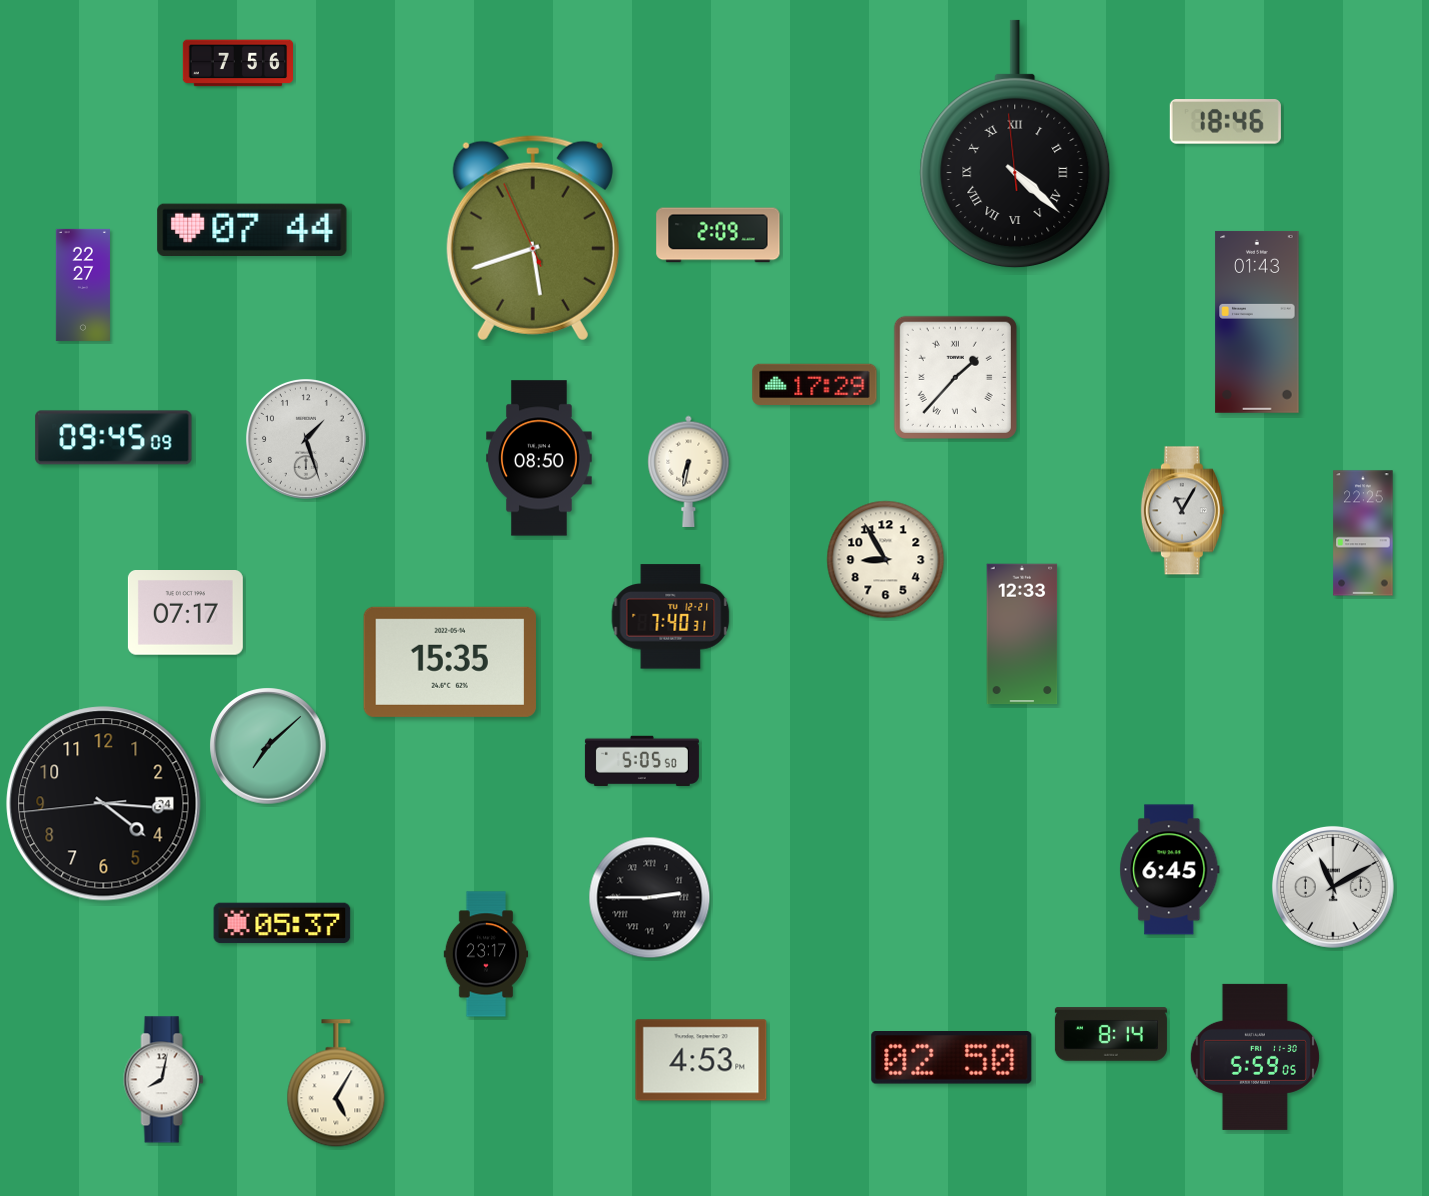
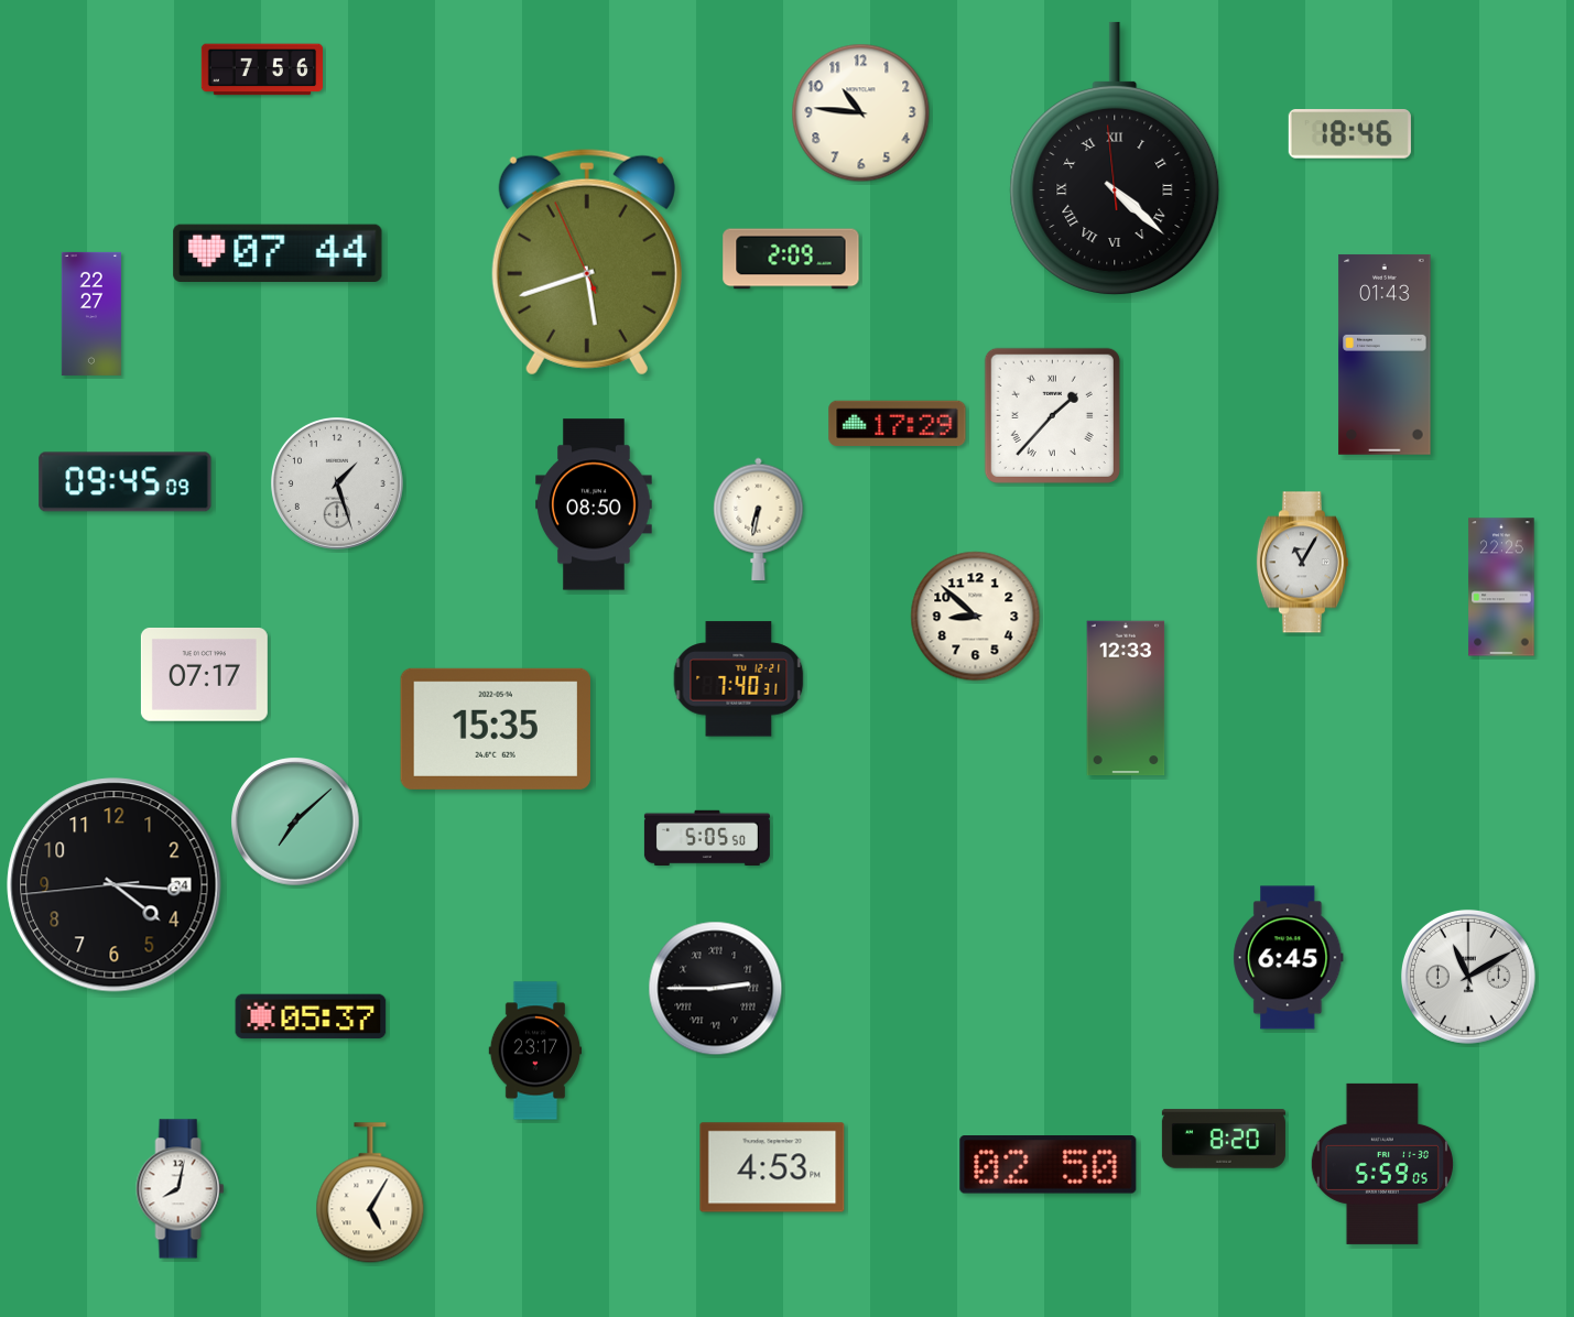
clock at (861, 113): none -> 10:46
clock at (1015, 143) position: (1015, 143) -> (1115, 157)
clock at (886, 560): 8:55 -> 8:52
clock at (1111, 1034): 8:14 -> 8:20
